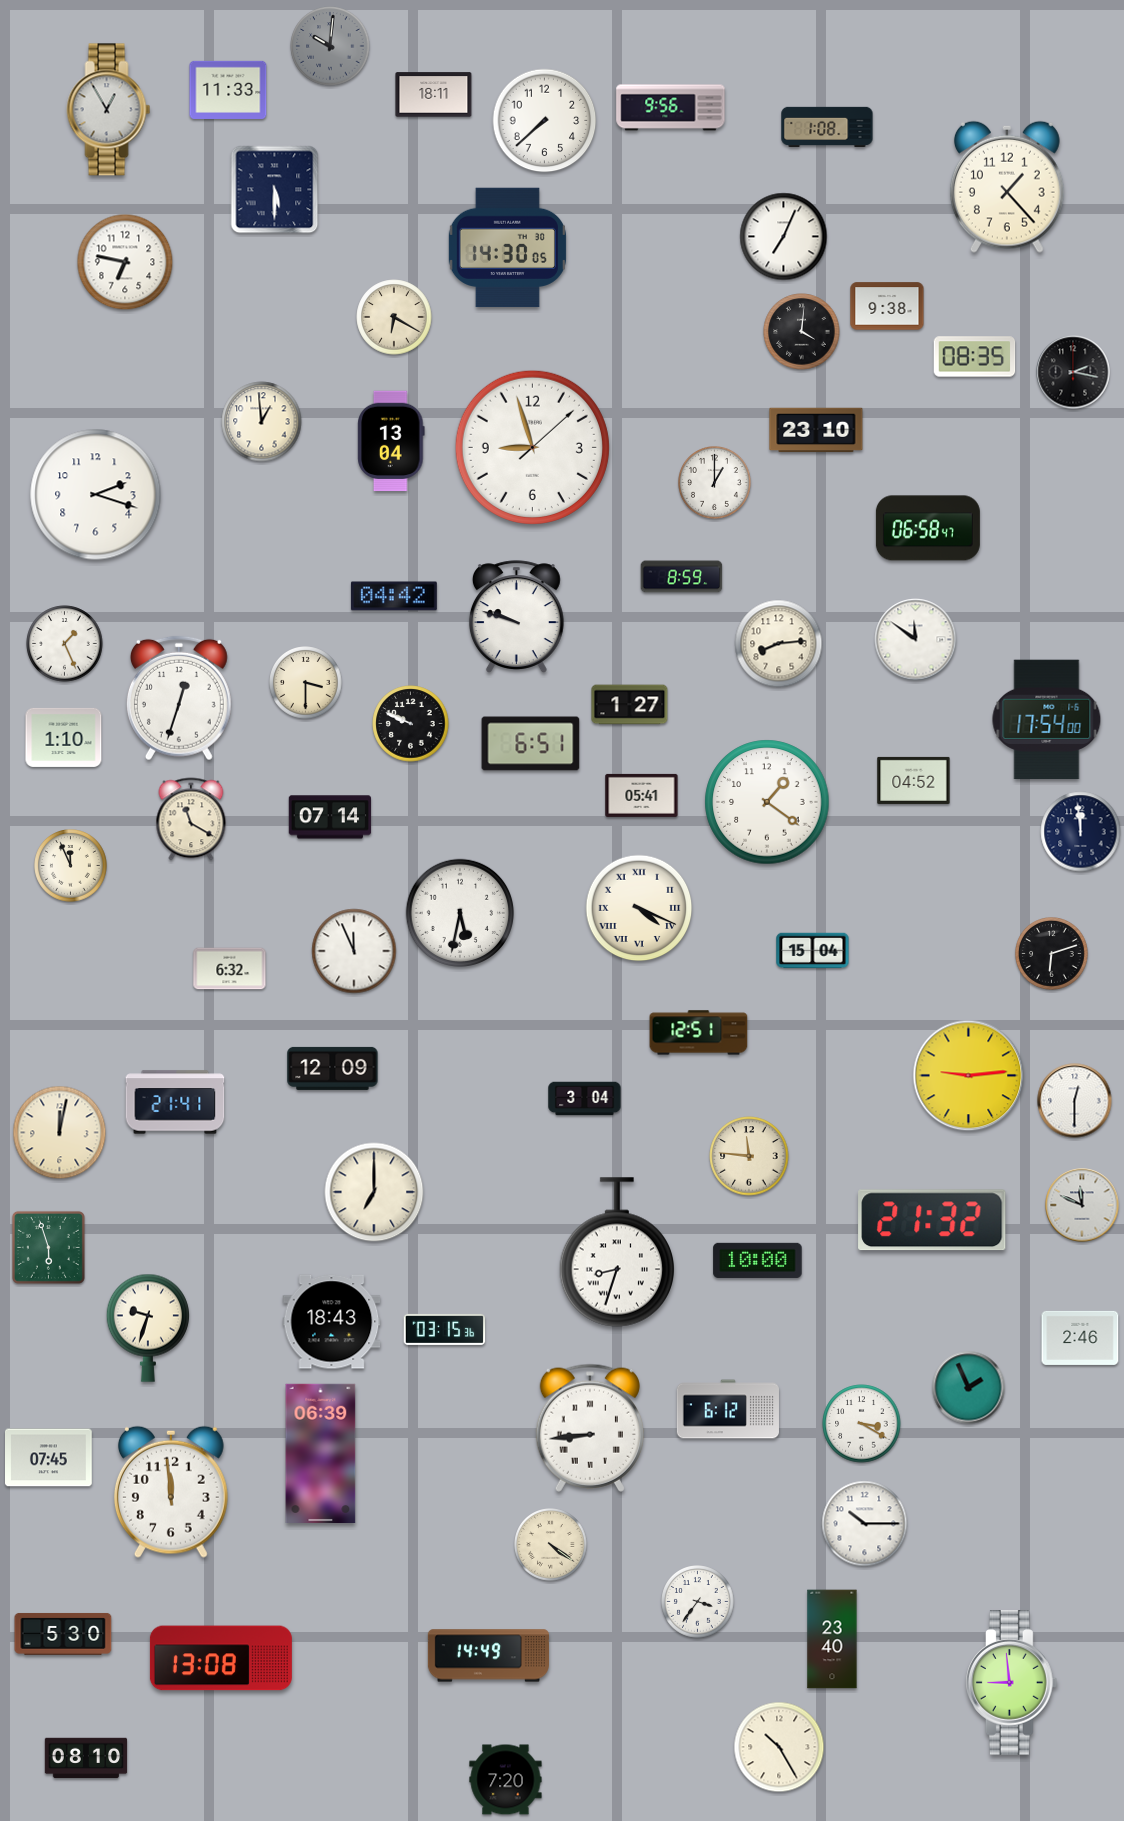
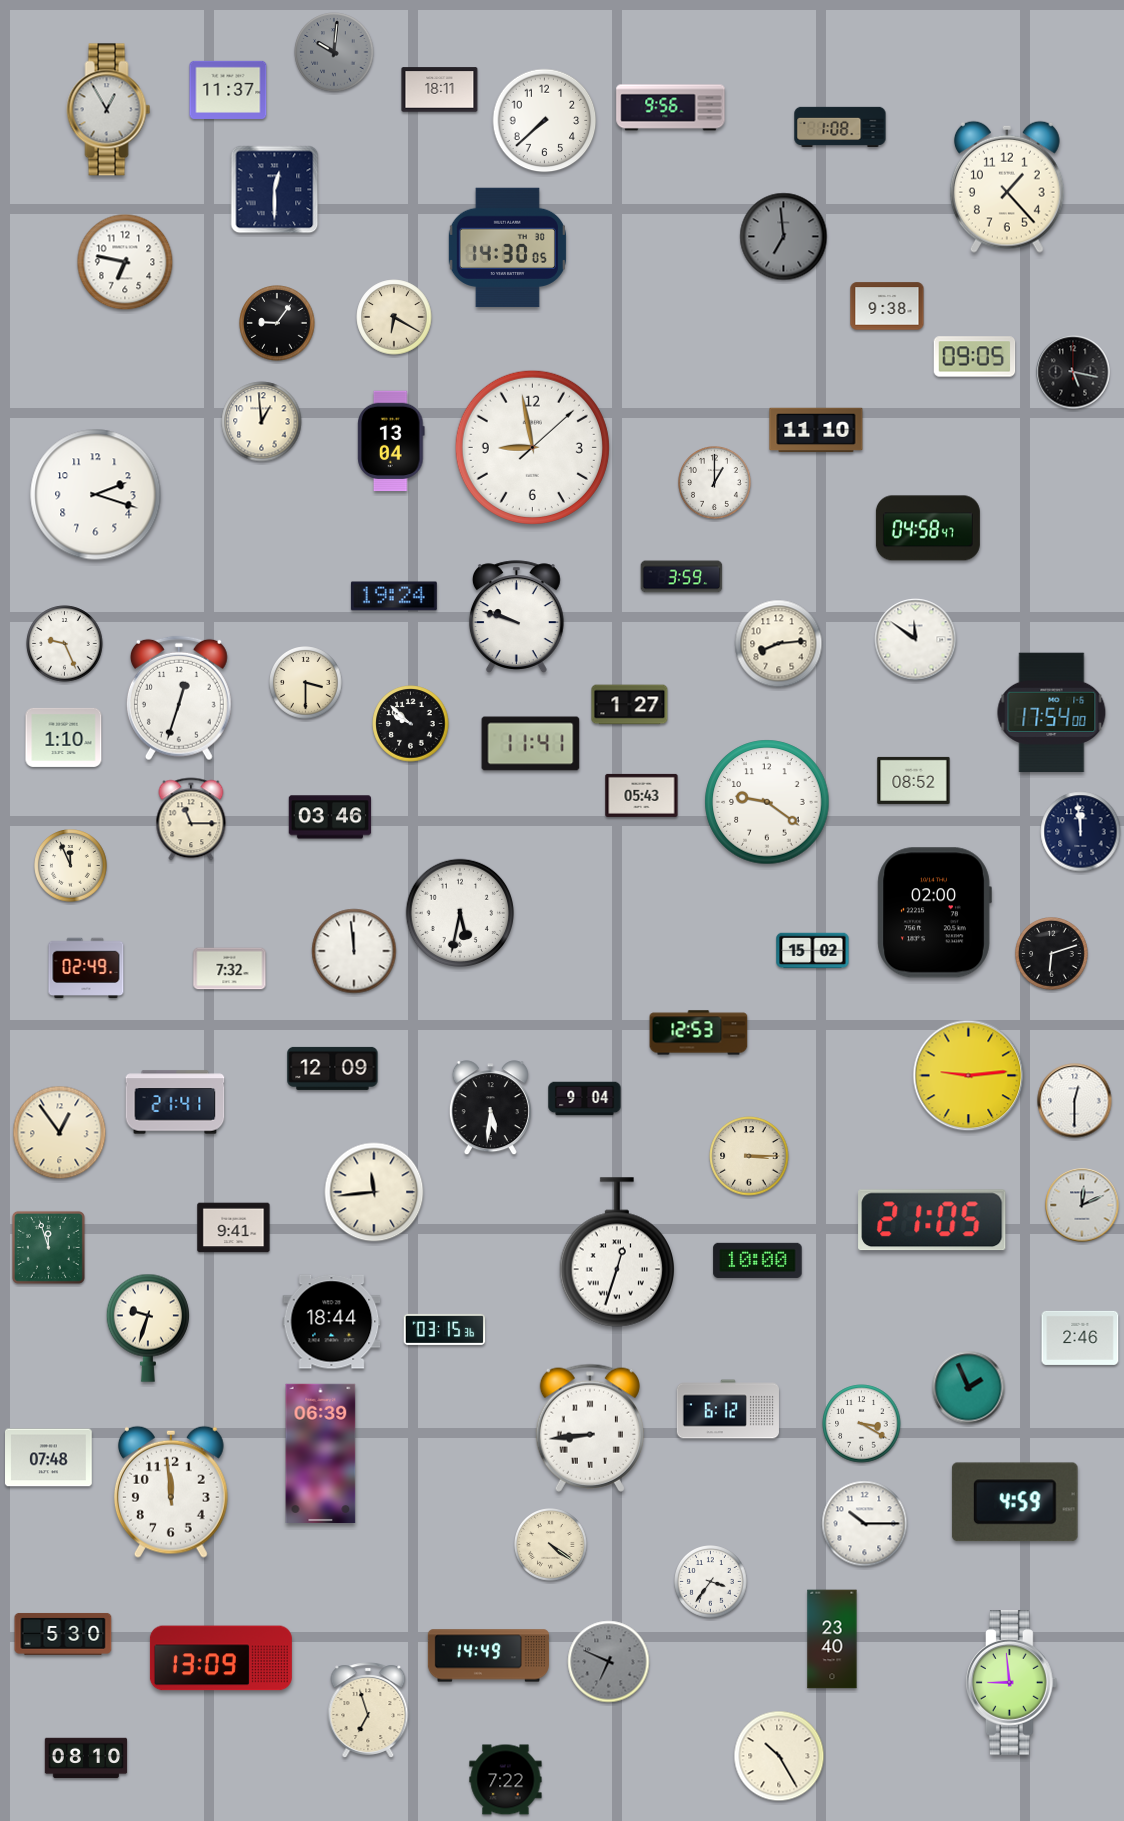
clock at (330, 46) position: (330, 46) -> (334, 52)
clock at (228, 90): 11:33 -> 11:37
clock at (434, 95) position: (434, 95) -> (440, 90)
clock at (827, 126) position: (827, 126) -> (840, 126)
clock at (275, 190): 5:30 -> 12:30
clock at (784, 237): 7:04 -> 6:59
clock at (784, 237) dial: white -> grey
clock at (277, 323): none -> 9:06
clock at (802, 332): 4:01 -> none
clock at (975, 357): 08:35 -> 09:05
clock at (1073, 372): 2:17 -> 5:17
clock at (816, 430): 23:10 -> 11:10
clock at (532, 447): 8:57 -> 8:58
clock at (928, 528): 06:58 -> 04:58
clock at (682, 577): 8:59 -> 3:59
clock at (394, 596): 04:42 -> 19:24
clock at (65, 644): 1:26 -> 9:26
clock at (1047, 720) position: (1047, 720) -> (1052, 713)
clock at (411, 724): 9:49 -> 9:52
clock at (531, 744): 6:51 -> 11:41
clock at (914, 780): 04:52 -> 08:52
clock at (642, 795): 05:41 -> 05:43
clock at (767, 802): 1:21 -> 9:21
clock at (330, 817): 07:14 -> 03:46
clock at (191, 819): 11:20 -> 11:15
clock at (639, 908): 4:19 -> none
clock at (934, 913): none -> 02:00
clock at (354, 951): 11:56 -> 11:59
clock at (813, 951): 15:04 -> 15:02
clock at (86, 968): none -> 02:49
clock at (230, 969): 6:32 -> 7:32
clock at (699, 1033): 12:51 -> 12:53
clock at (585, 1099): 3:04 -> 9:04
clock at (490, 1108): none -> 5:31
clock at (60, 1133): 12:02 -> 12:54
clock at (749, 1156): 11:46 -> 3:15
clock at (374, 1192): 7:00 -> 11:44
clock at (1082, 1205): 11:49 -> 12:11
clock at (932, 1220): 21:32 -> 21:05
clock at (234, 1228): none -> 9:41
clock at (48, 1247): 5:57 -> 11:57
clock at (616, 1252): 8:33 -> 12:33
clock at (332, 1322): 18:43 -> 18:44
clock at (49, 1458): 07:45 -> 07:48
clock at (1015, 1502): none -> 4:59
clock at (698, 1602) position: (698, 1602) -> (711, 1582)
clock at (221, 1658): 13:08 -> 13:09
clock at (609, 1662): none -> 6:49
clock at (368, 1710): none -> 6:57
clock at (779, 1747) position: (779, 1747) -> (779, 1756)
clock at (506, 1780): 7:20 -> 7:22
